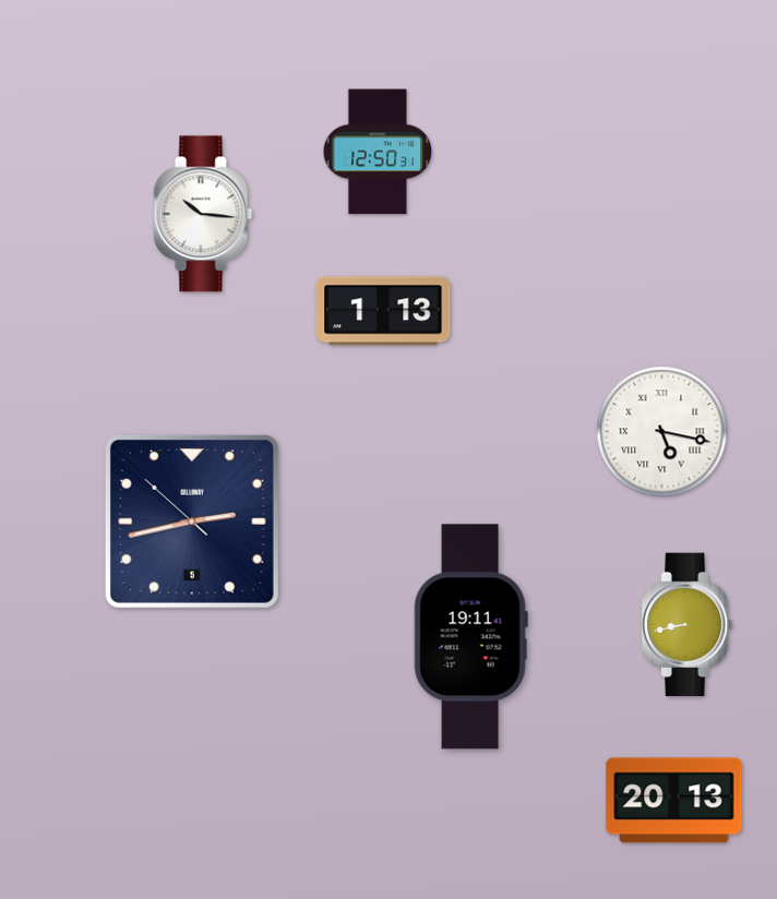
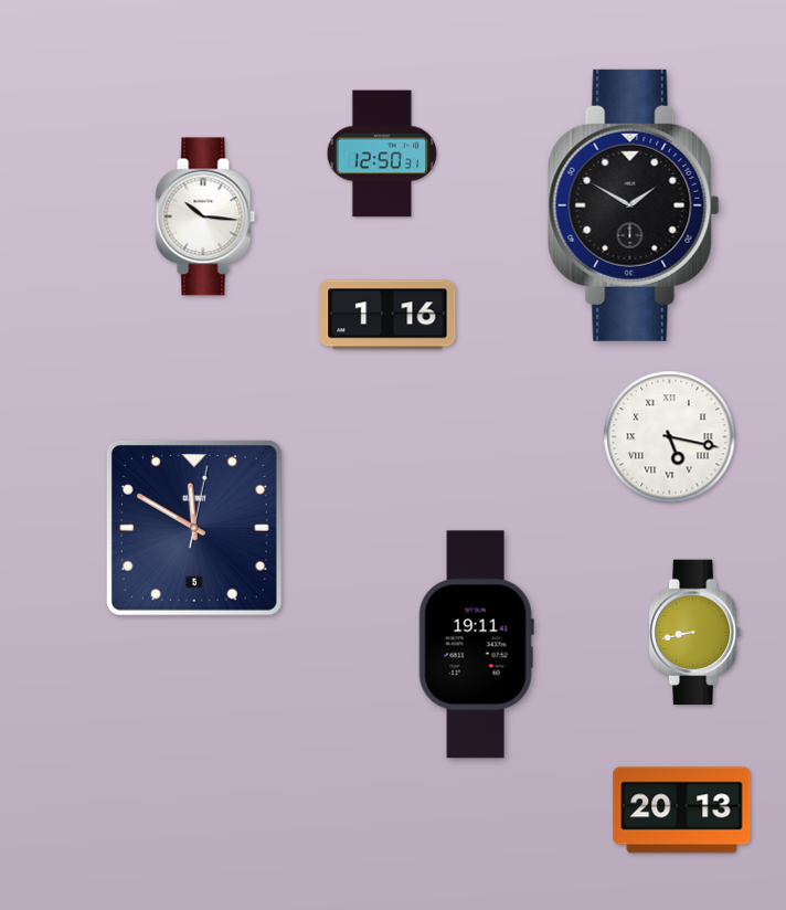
clock at (634, 205): none -> 1:50
clock at (383, 311): 1:13 -> 1:16
clock at (192, 522): 2:42 -> 11:50
